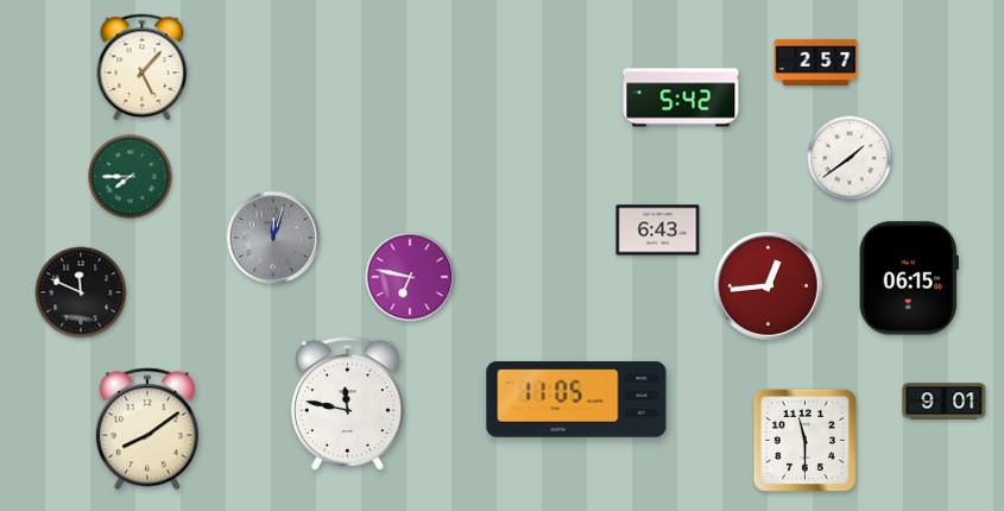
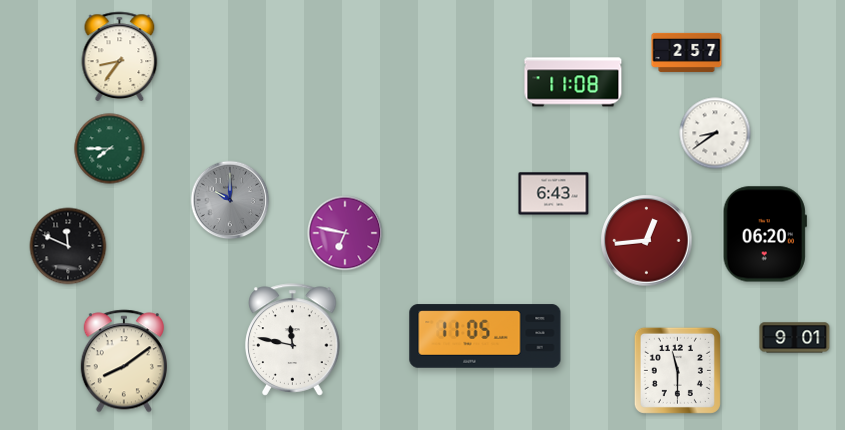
clock at (143, 67): 5:07 -> 8:36
clock at (681, 97): 5:42 -> 11:08
clock at (850, 158): 1:39 -> 8:39
clock at (273, 238): 12:03 -> 10:00
clock at (909, 278): 06:15 -> 06:20
